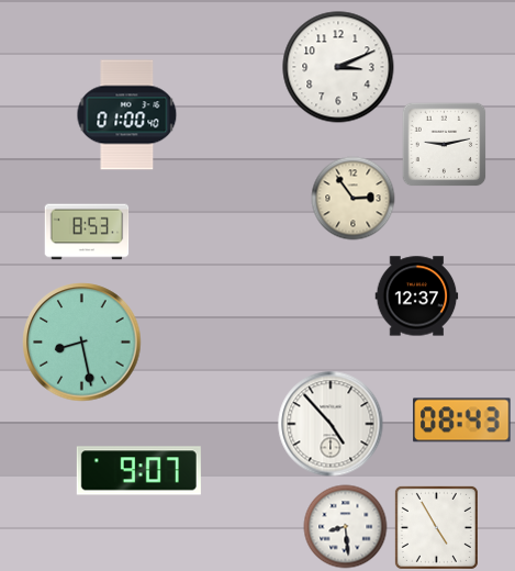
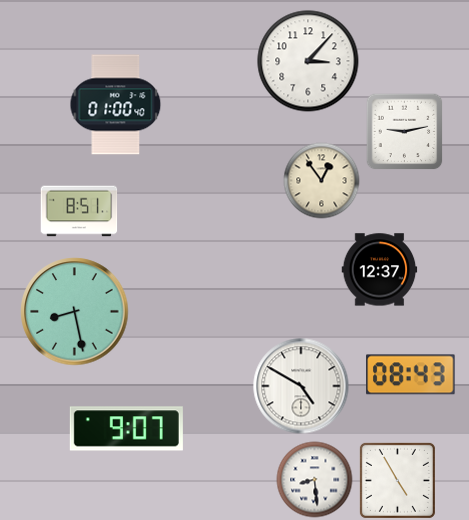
clock at (338, 67): 3:11 -> 3:07
clock at (354, 199): 2:54 -> 12:54
clock at (87, 232): 8:53 -> 8:51
clock at (462, 421) position: (462, 421) -> (411, 375)
clock at (331, 424): 4:53 -> 4:50
